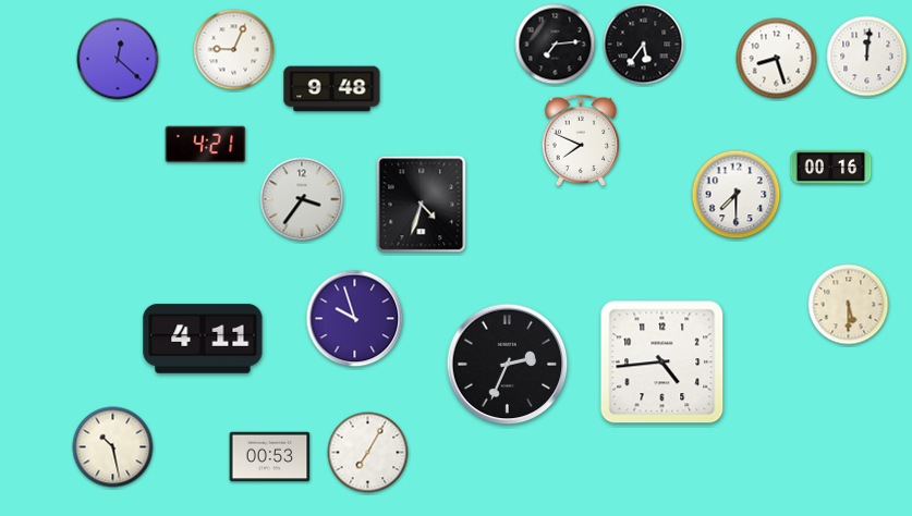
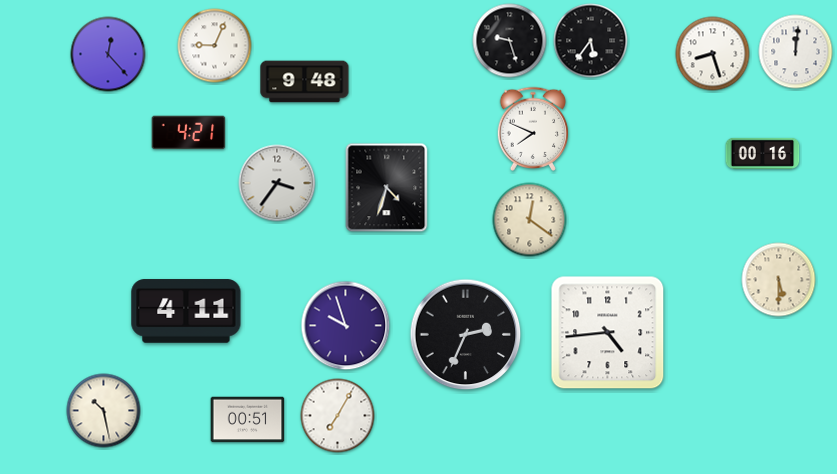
clock at (556, 45): 7:14 -> 9:27
clock at (118, 59): 12:22 -> 12:23
clock at (737, 195): 7:30 -> none
clock at (530, 220): none -> 12:21
clock at (355, 319) position: (355, 319) -> (346, 326)
clock at (270, 457): 00:53 -> 00:51
